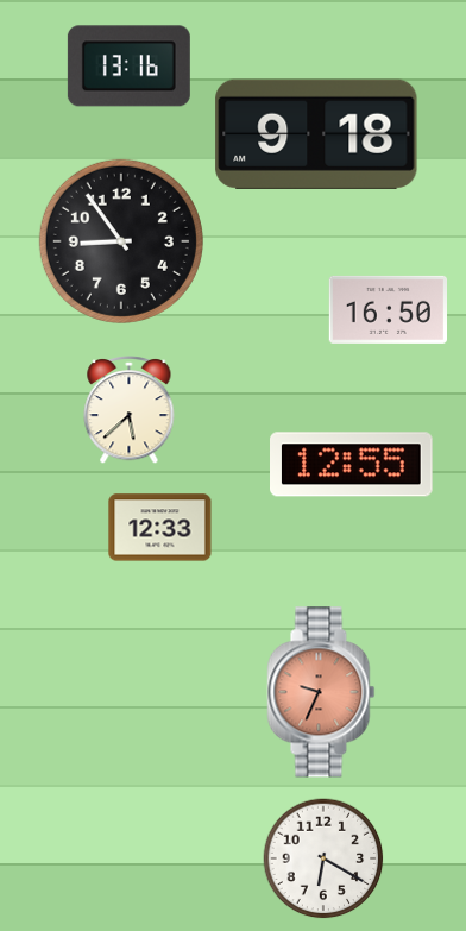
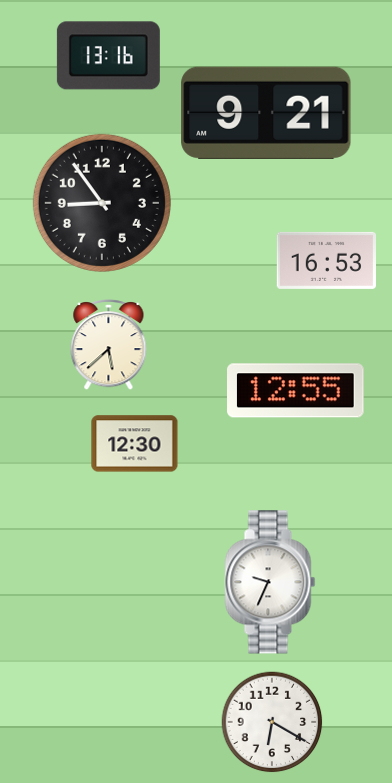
clock at (316, 134): 9:18 -> 9:21
clock at (388, 309): 16:50 -> 16:53
clock at (160, 528): 12:33 -> 12:30
clock at (321, 692) dial: salmon -> white
